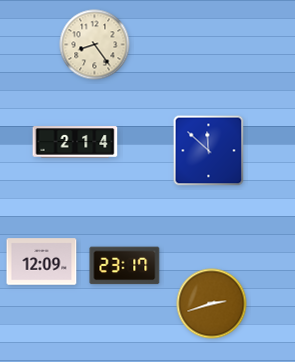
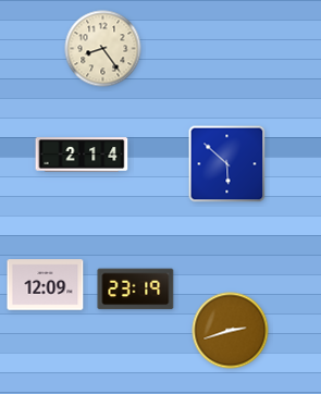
clock at (209, 151): 11:52 -> 5:52
clock at (125, 266): 23:17 -> 23:19
